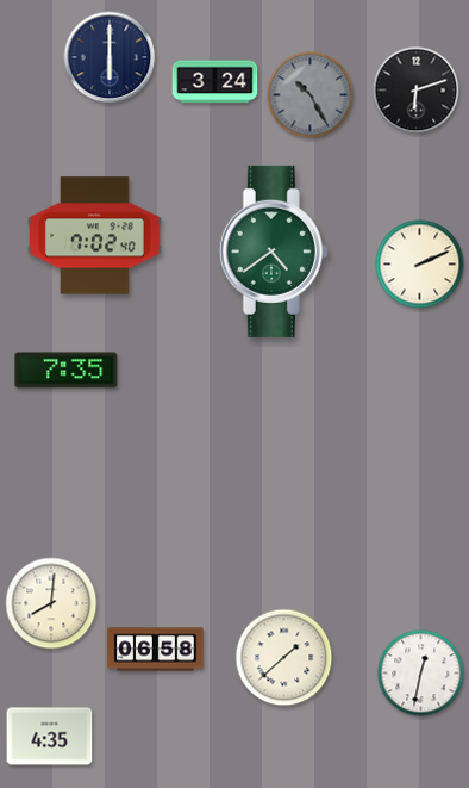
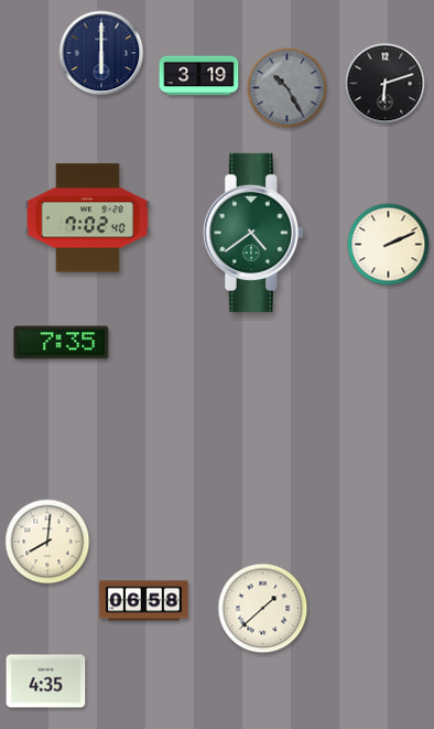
clock at (215, 82): 3:24 -> 3:19
clock at (51, 603) position: (51, 603) -> (47, 542)
clock at (421, 674): 12:32 -> none
